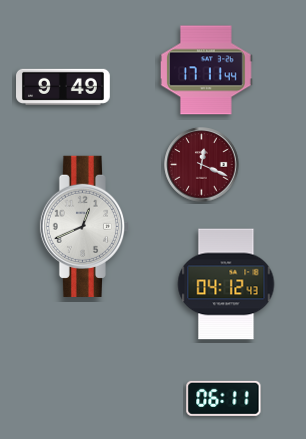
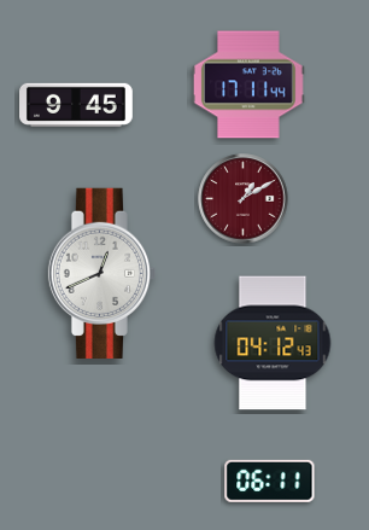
clock at (64, 87): 9:49 -> 9:45
clock at (202, 165): 12:19 -> 1:10
